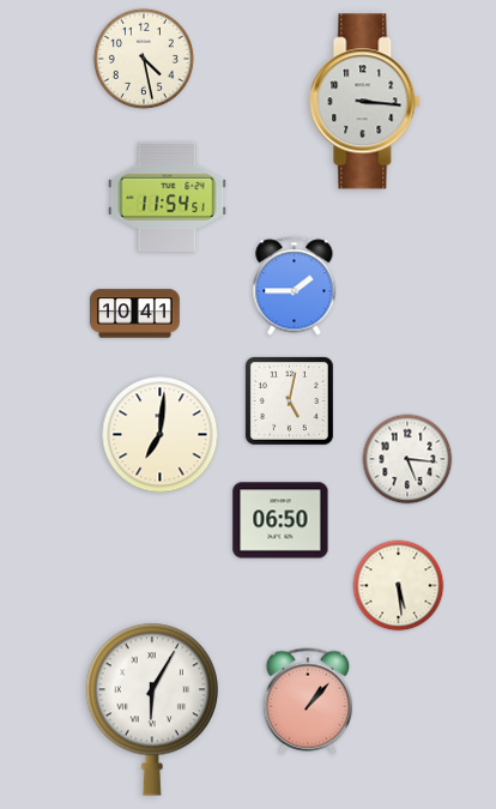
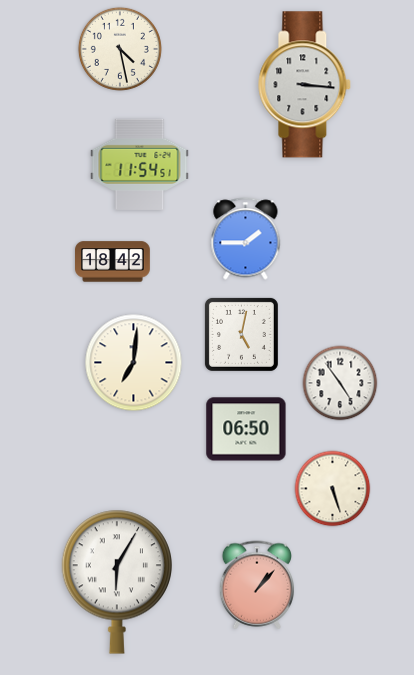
clock at (135, 314): 10:41 -> 18:42
clock at (407, 459): 5:16 -> 4:54
clock at (280, 520) position: (280, 520) -> (246, 429)
clock at (399, 586): 5:29 -> 5:27
clock at (151, 710) position: (151, 710) -> (116, 582)
